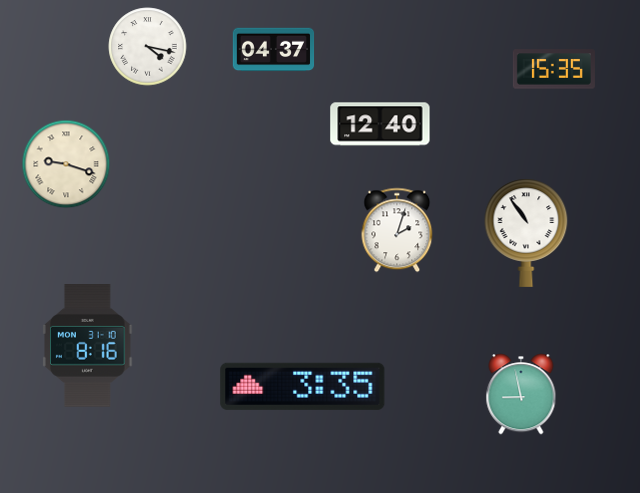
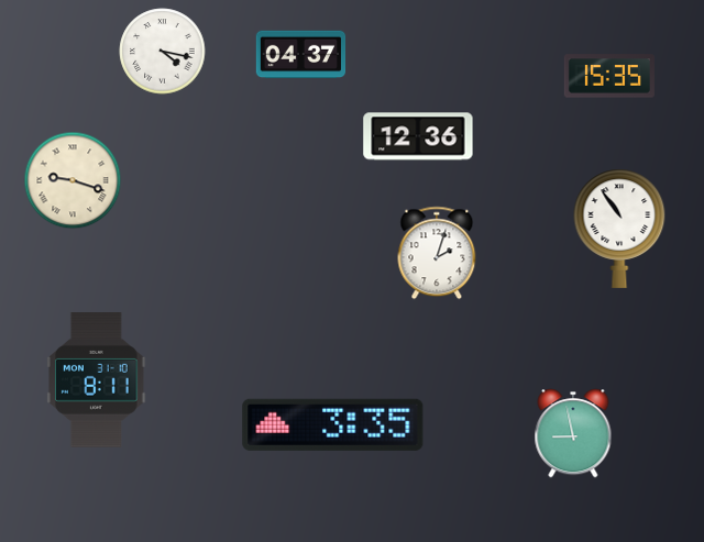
clock at (380, 124): 12:40 -> 12:36
clock at (526, 233) position: (526, 233) -> (619, 229)
clock at (88, 346): 8:16 -> 8:11
